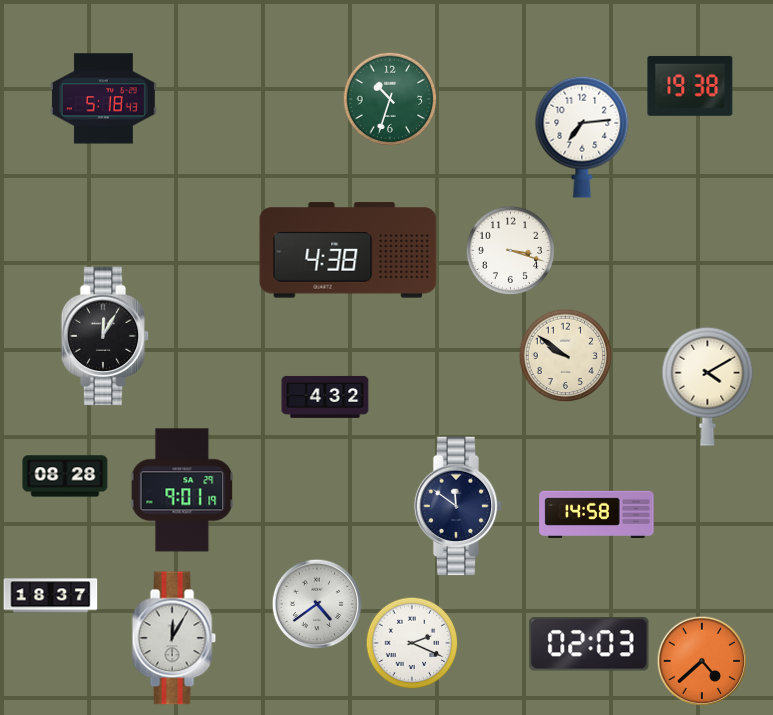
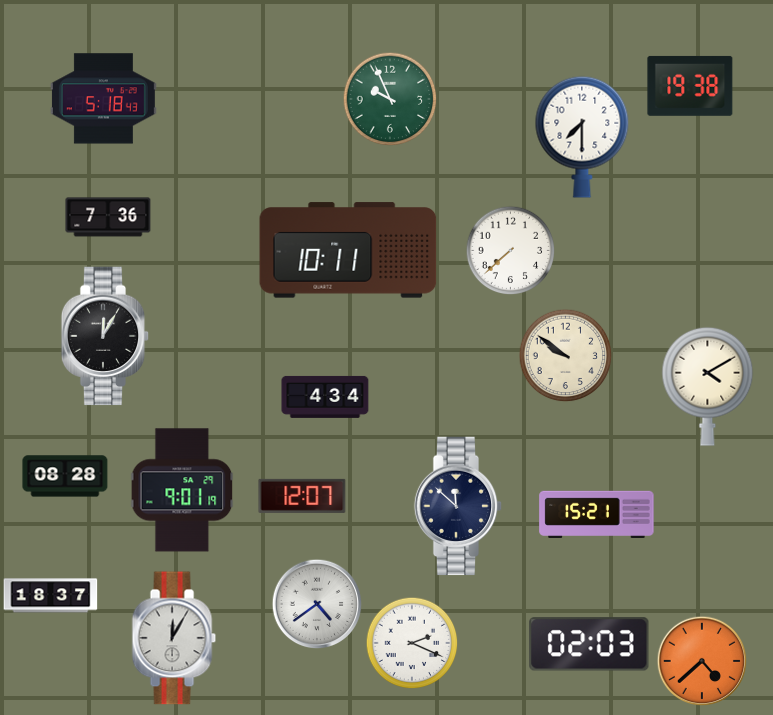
clock at (390, 99): 10:33 -> 9:56
clock at (582, 137): 7:14 -> 7:30
clock at (108, 217): none -> 7:36
clock at (348, 250): 4:38 -> 10:11
clock at (510, 250): 3:18 -> 7:38
clock at (325, 397): 4:32 -> 4:34
clock at (302, 496): none -> 12:07
clock at (458, 506): 11:51 -> 11:52
clock at (597, 514): 14:58 -> 15:21
